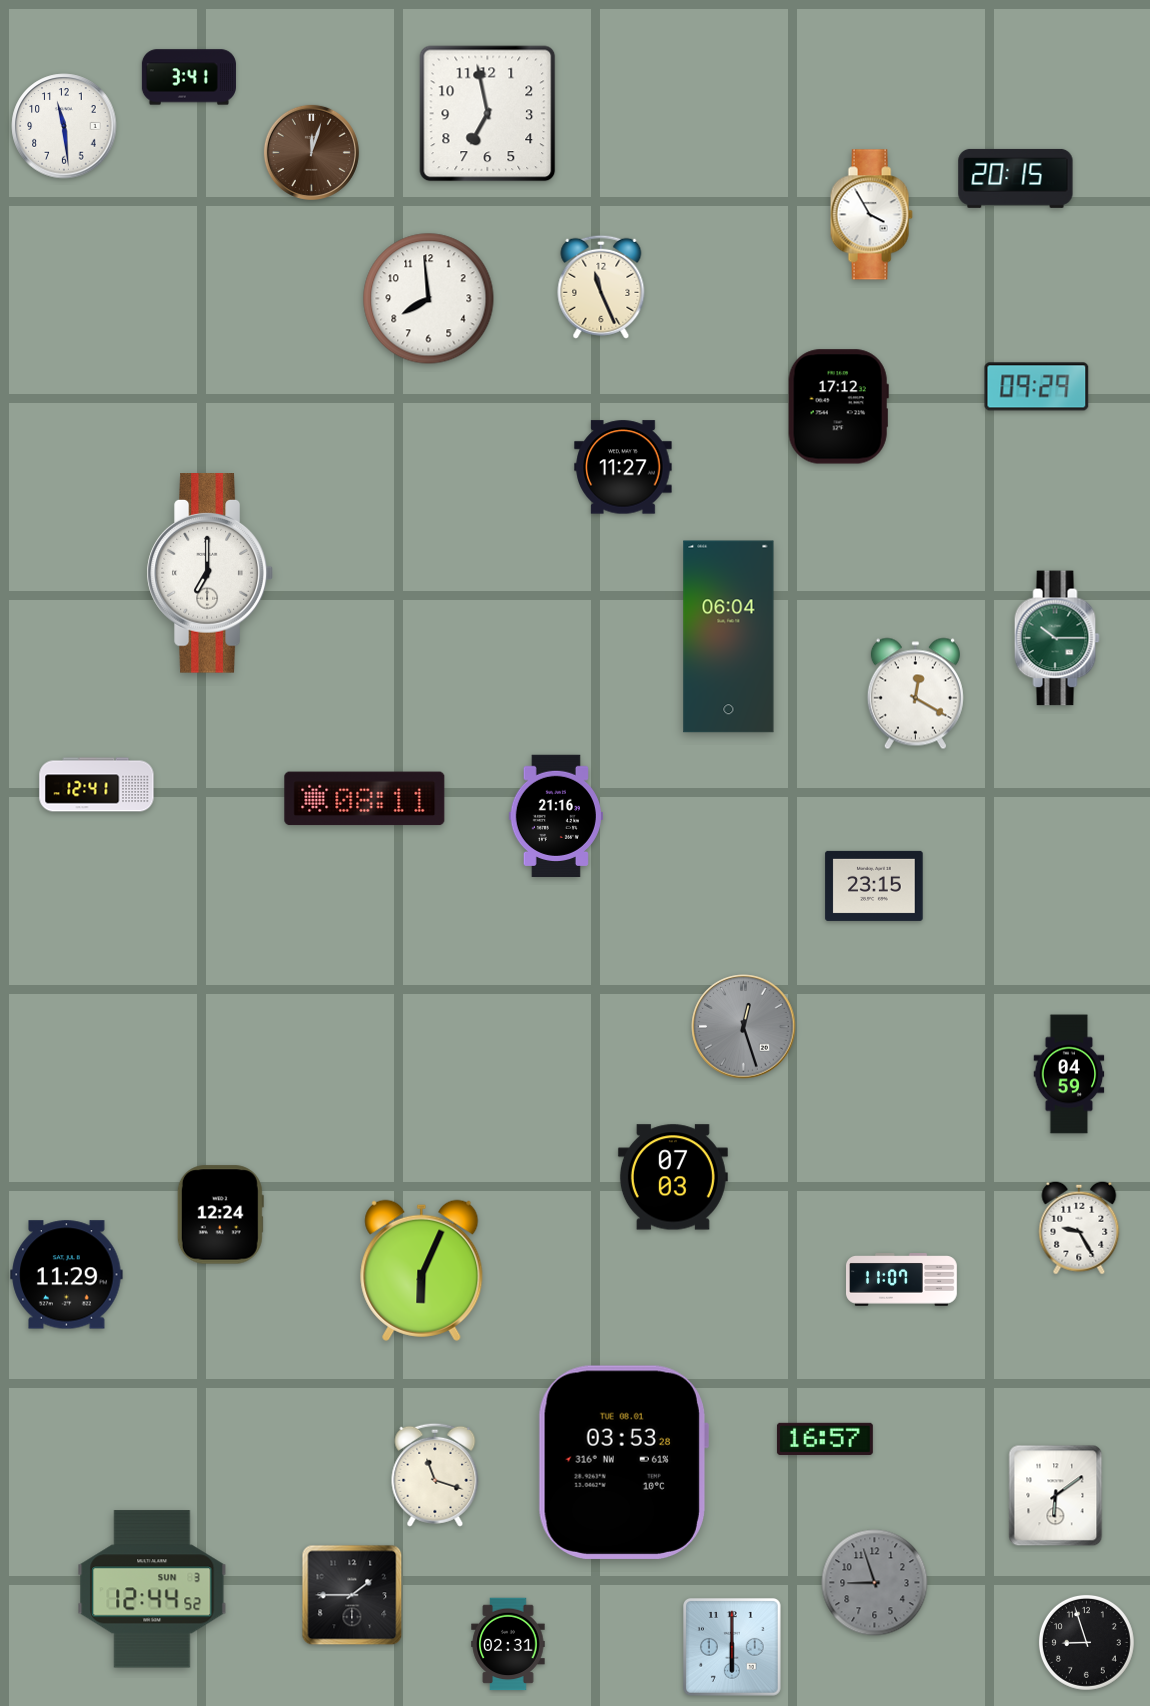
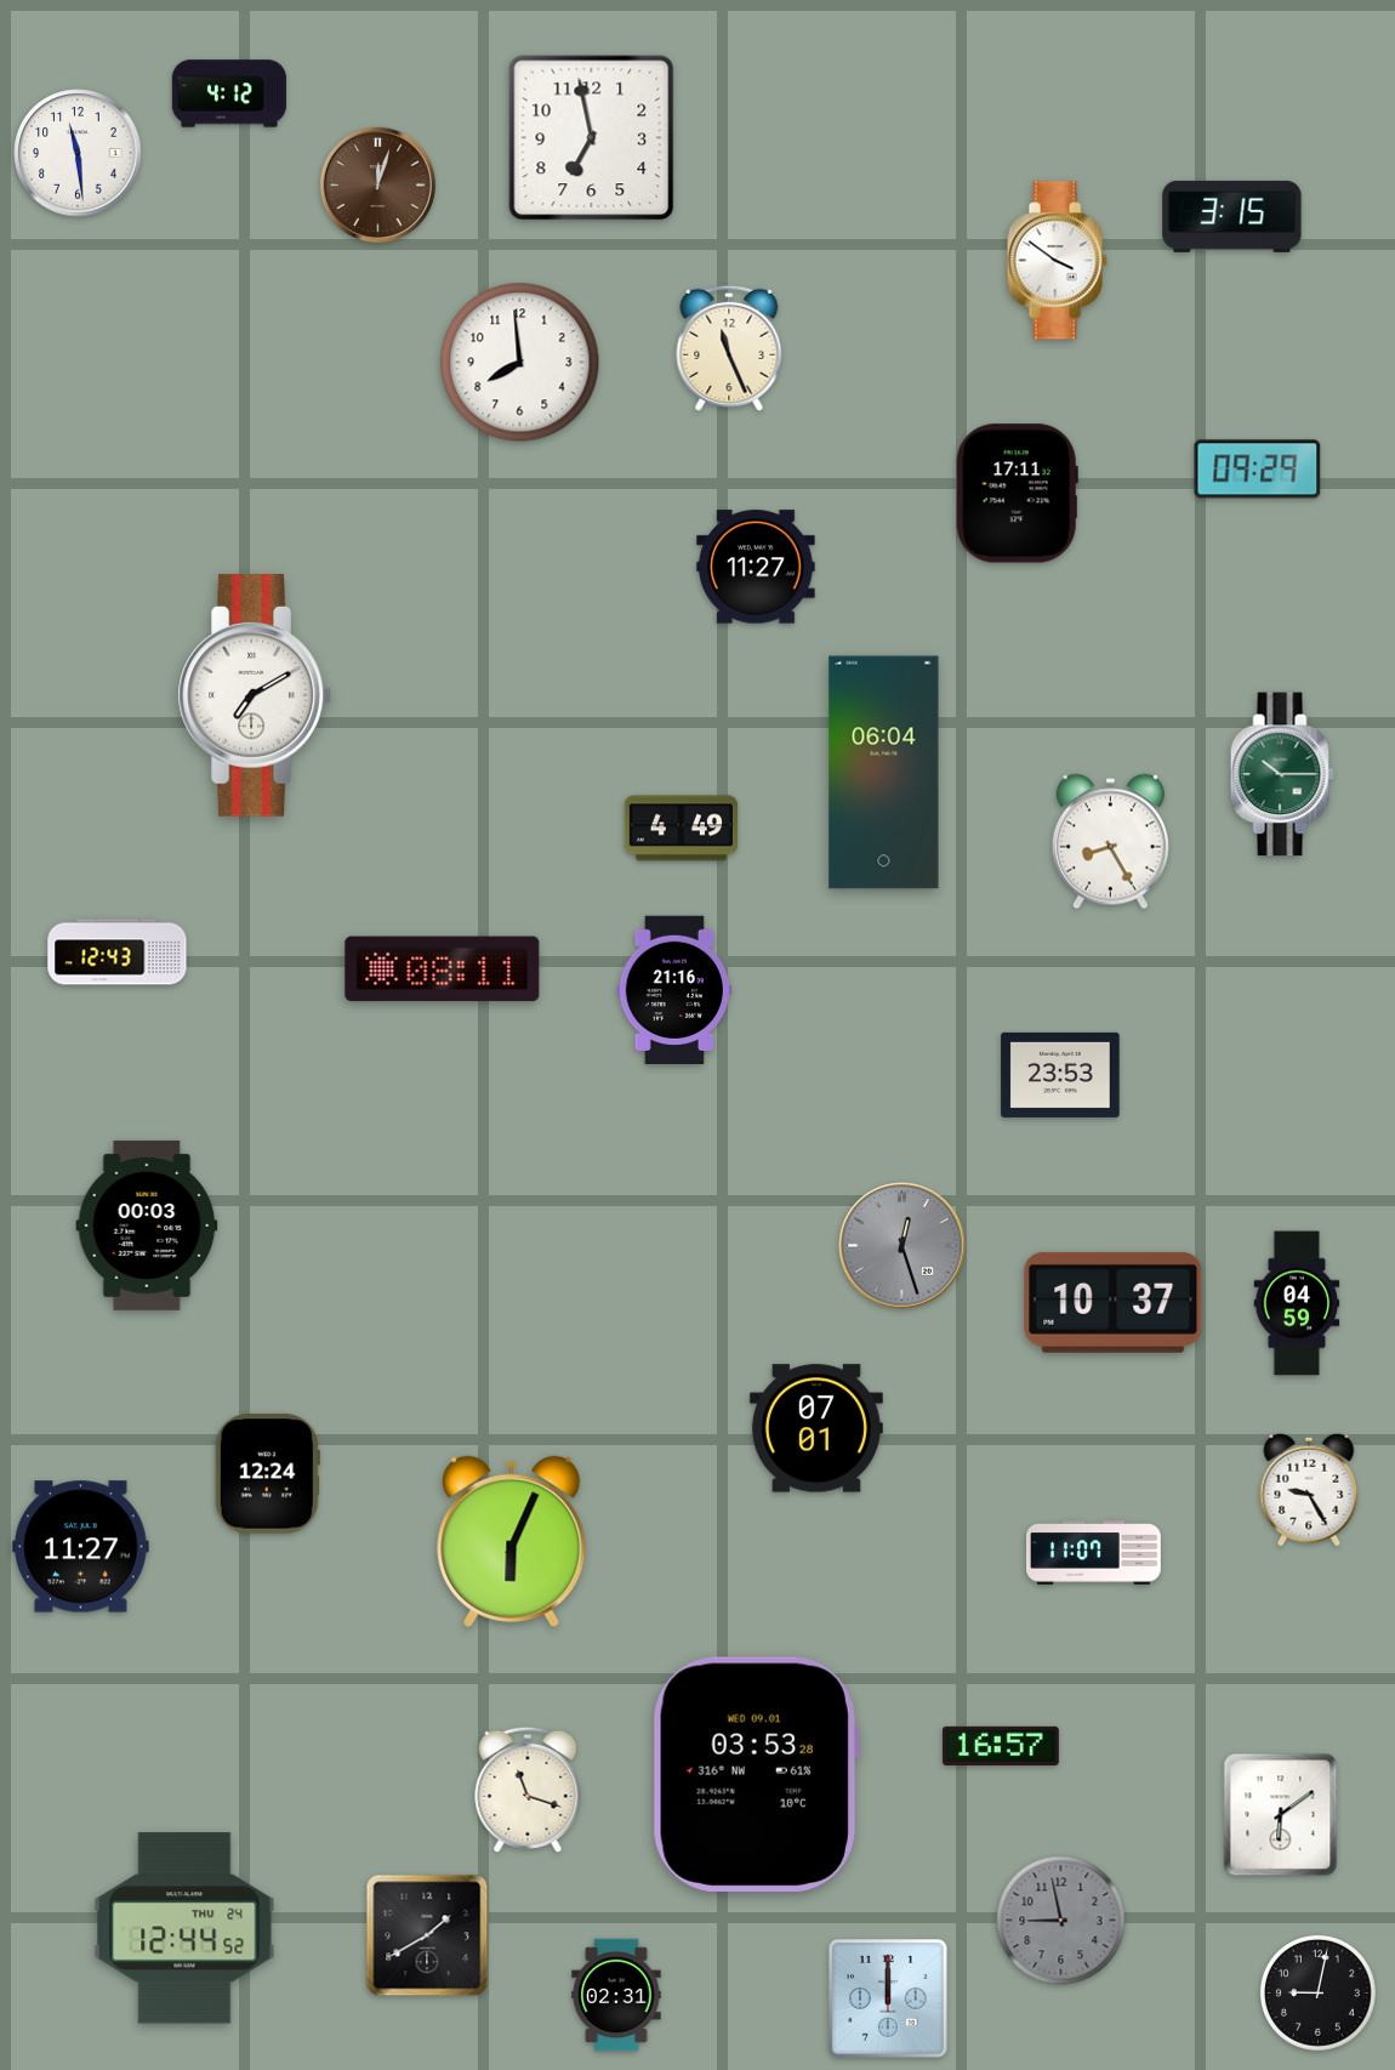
clock at (189, 77): 3:41 -> 4:12
clock at (1016, 178): 20:15 -> 3:15
clock at (871, 215): 3:55 -> 3:51
clock at (838, 407): 17:12 -> 17:11
clock at (210, 574): 7:00 -> 7:10
clock at (681, 829): none -> 4:49
clock at (915, 694): 12:20 -> 8:25
clock at (97, 785): 12:41 -> 12:43
clock at (874, 886): 23:15 -> 23:53
clock at (147, 1225): none -> 00:03
clock at (1114, 1302): none -> 10:37
clock at (673, 1177): 07:03 -> 07:01
clock at (67, 1275): 11:29 -> 11:27
clock at (623, 1462) date: TUE 08.01 -> WED 09.01
clock at (875, 1583): 8:57 -> 8:58
clock at (152, 1589) date: SUN 3 -> THU 24
clock at (352, 1595): 1:45 -> 1:40
clock at (1086, 1642): 8:57 -> 9:02
clock at (733, 1648): 6:00 -> 12:00
